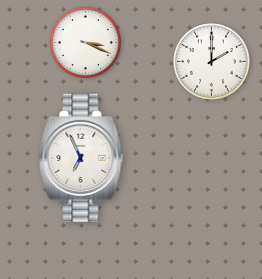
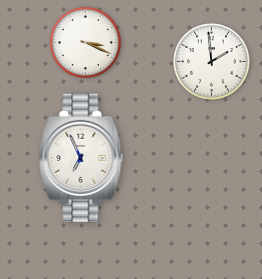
clock at (212, 62): 2:00 -> 1:59
